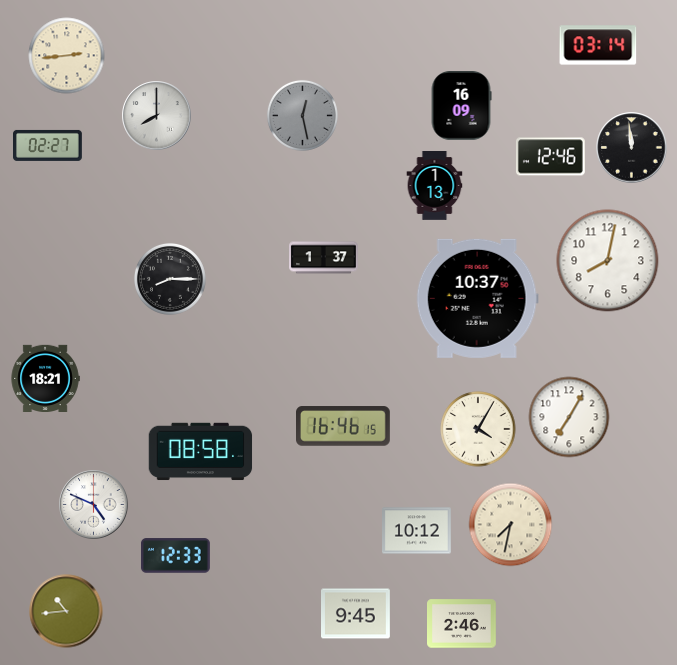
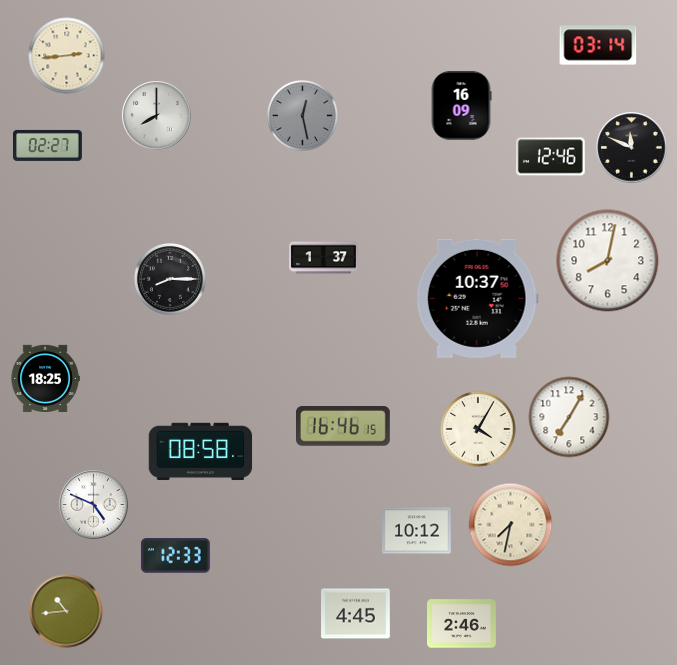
clock at (632, 148): 11:59 -> 11:49
clock at (435, 186): 1:13 -> none
clock at (45, 378): 18:21 -> 18:25
clock at (356, 614): 9:45 -> 4:45
